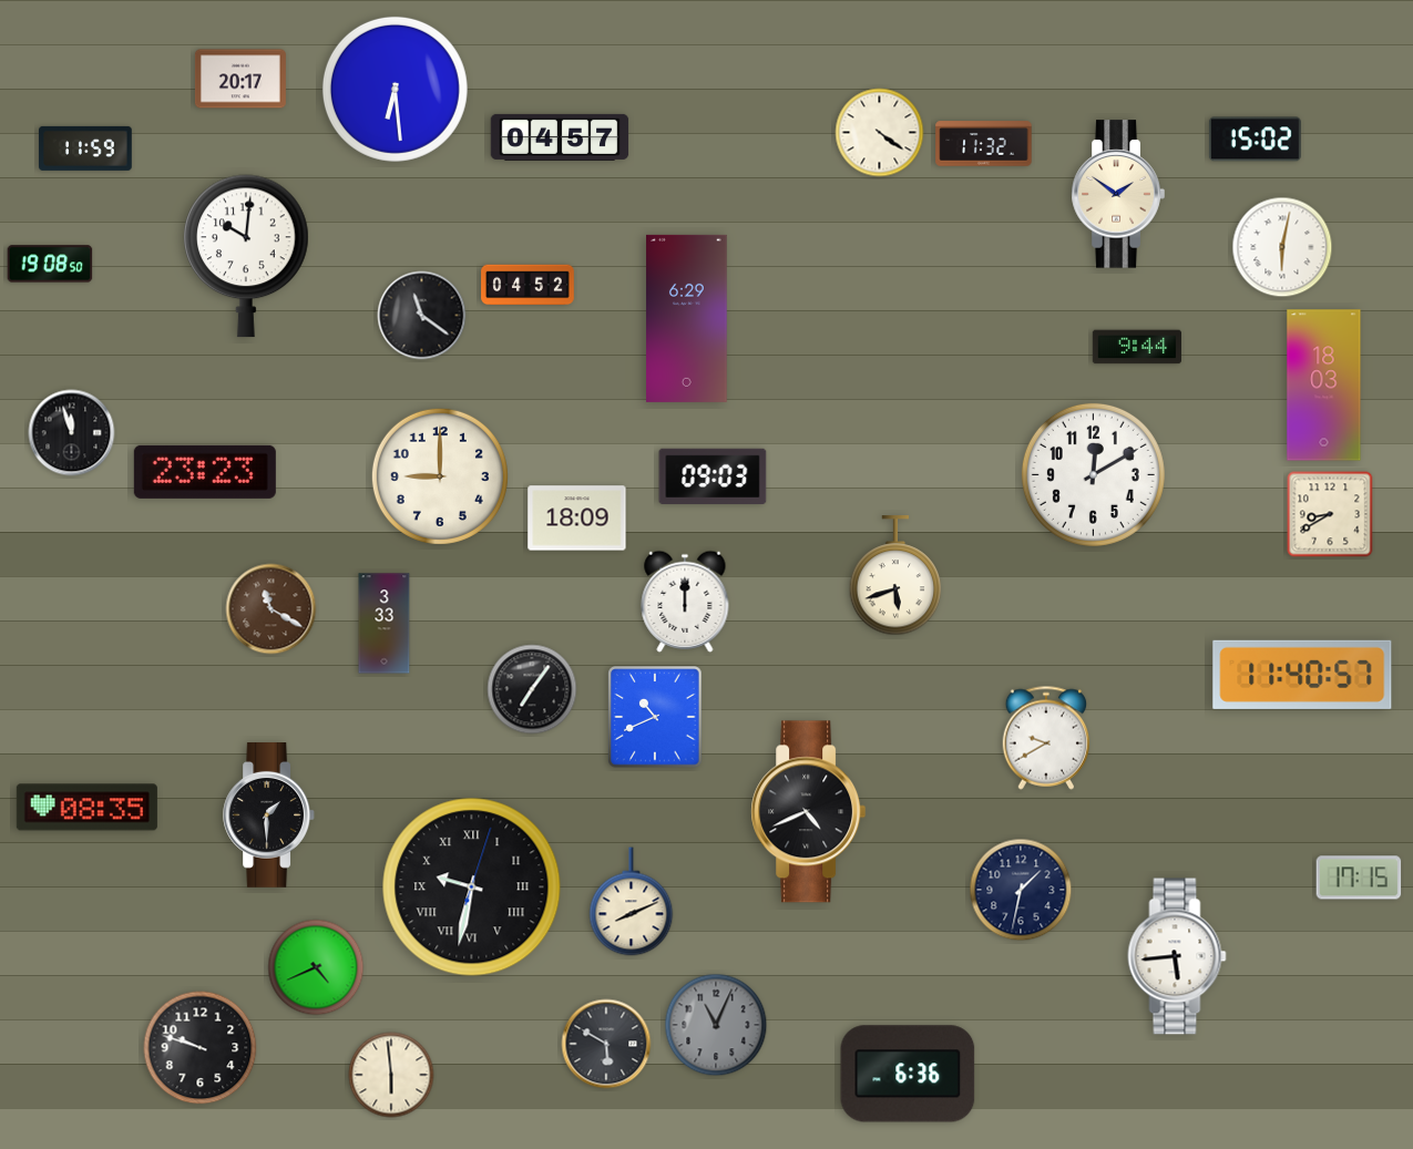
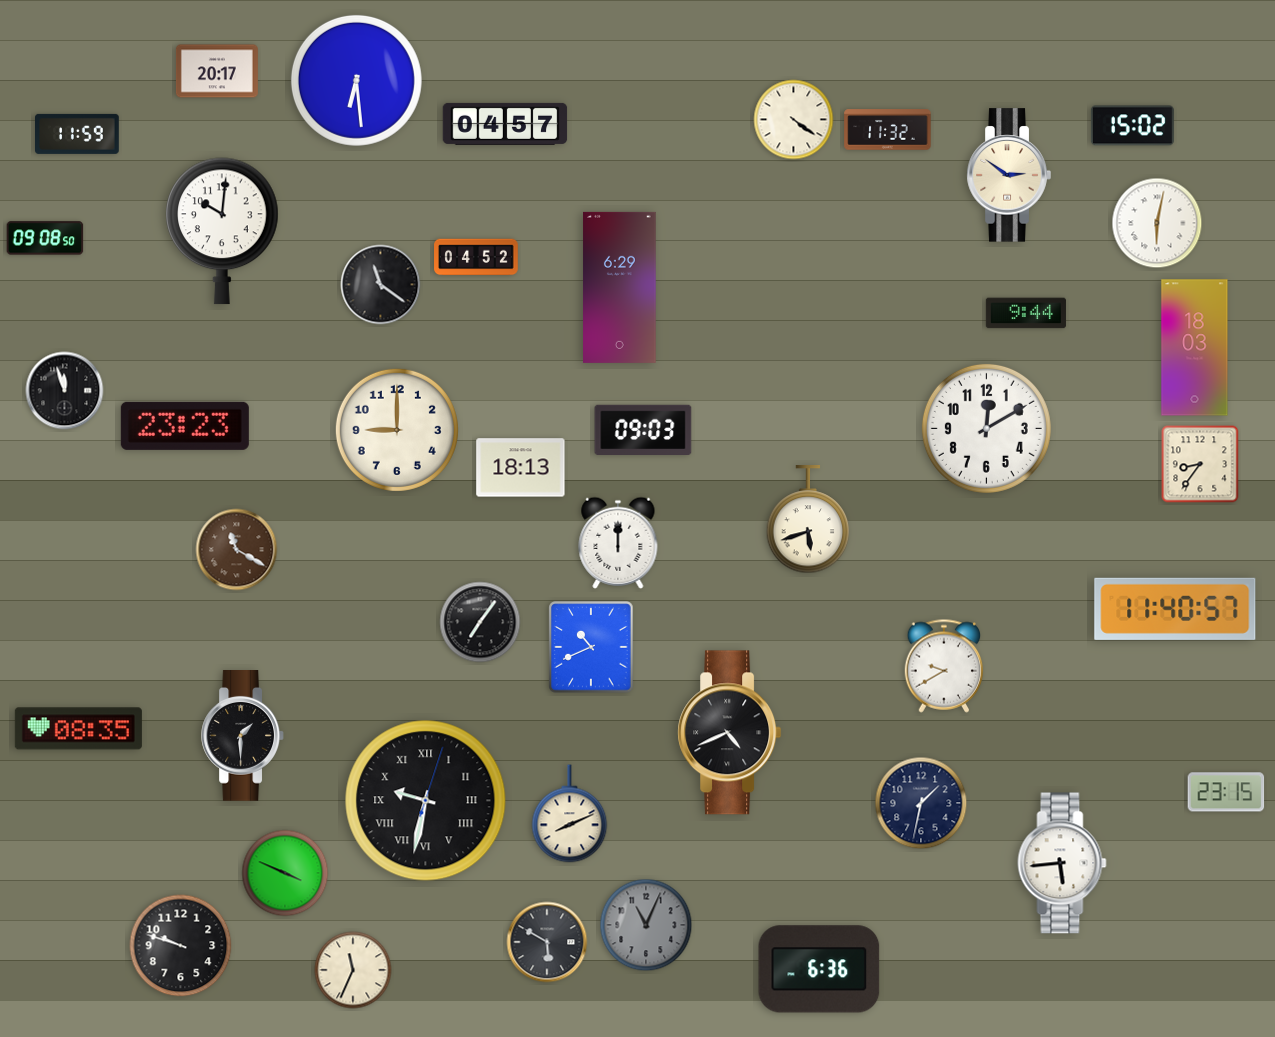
clock at (1118, 194): 1:51 -> 2:51
clock at (50, 264): 19:08 -> 09:08
clock at (1330, 514): 8:40 -> 8:36
clock at (577, 519): 18:09 -> 18:13
clock at (272, 609) position: (272, 609) -> (237, 550)
clock at (385, 624): 3:33 -> none
clock at (1359, 878): 17:15 -> 23:15
clock at (316, 967): 4:41 -> 3:49
clock at (391, 1075): 5:59 -> 11:34
